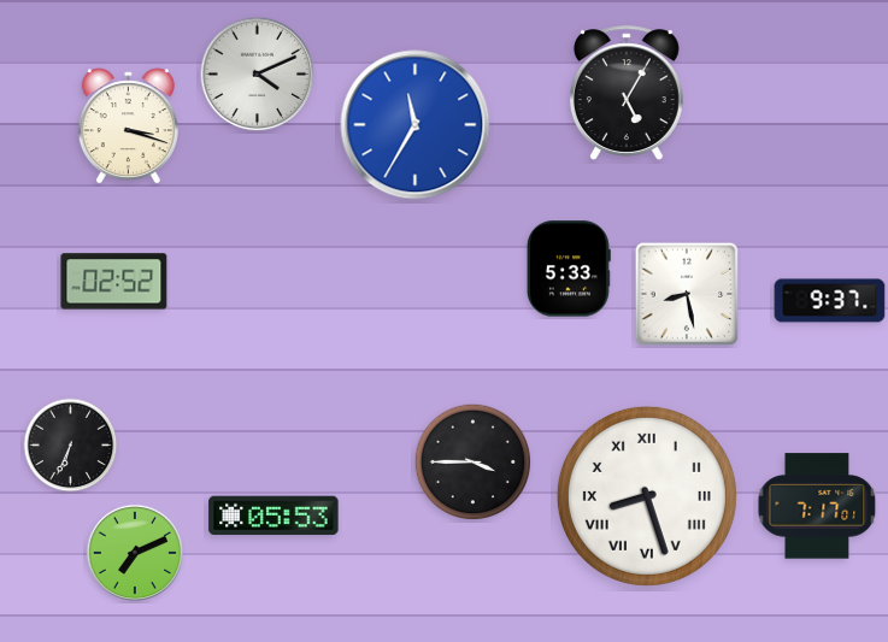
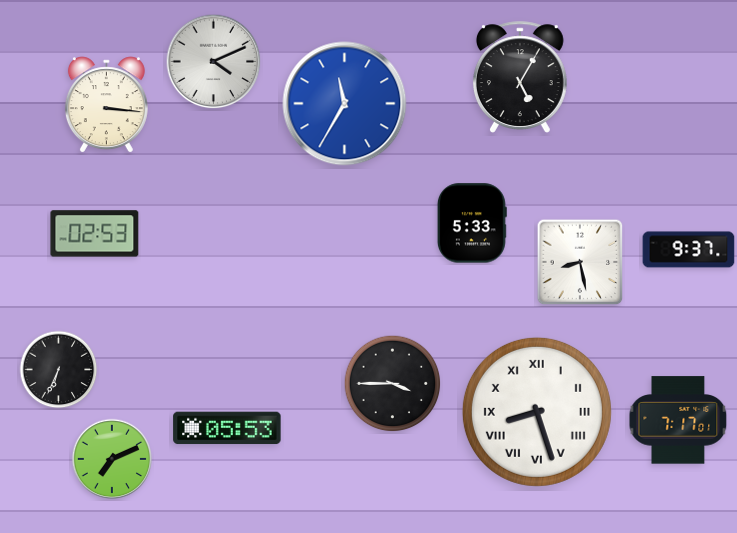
clock at (128, 126): 3:18 -> 3:16
clock at (114, 282): 02:52 -> 02:53
clock at (687, 294) position: (687, 294) -> (580, 262)
